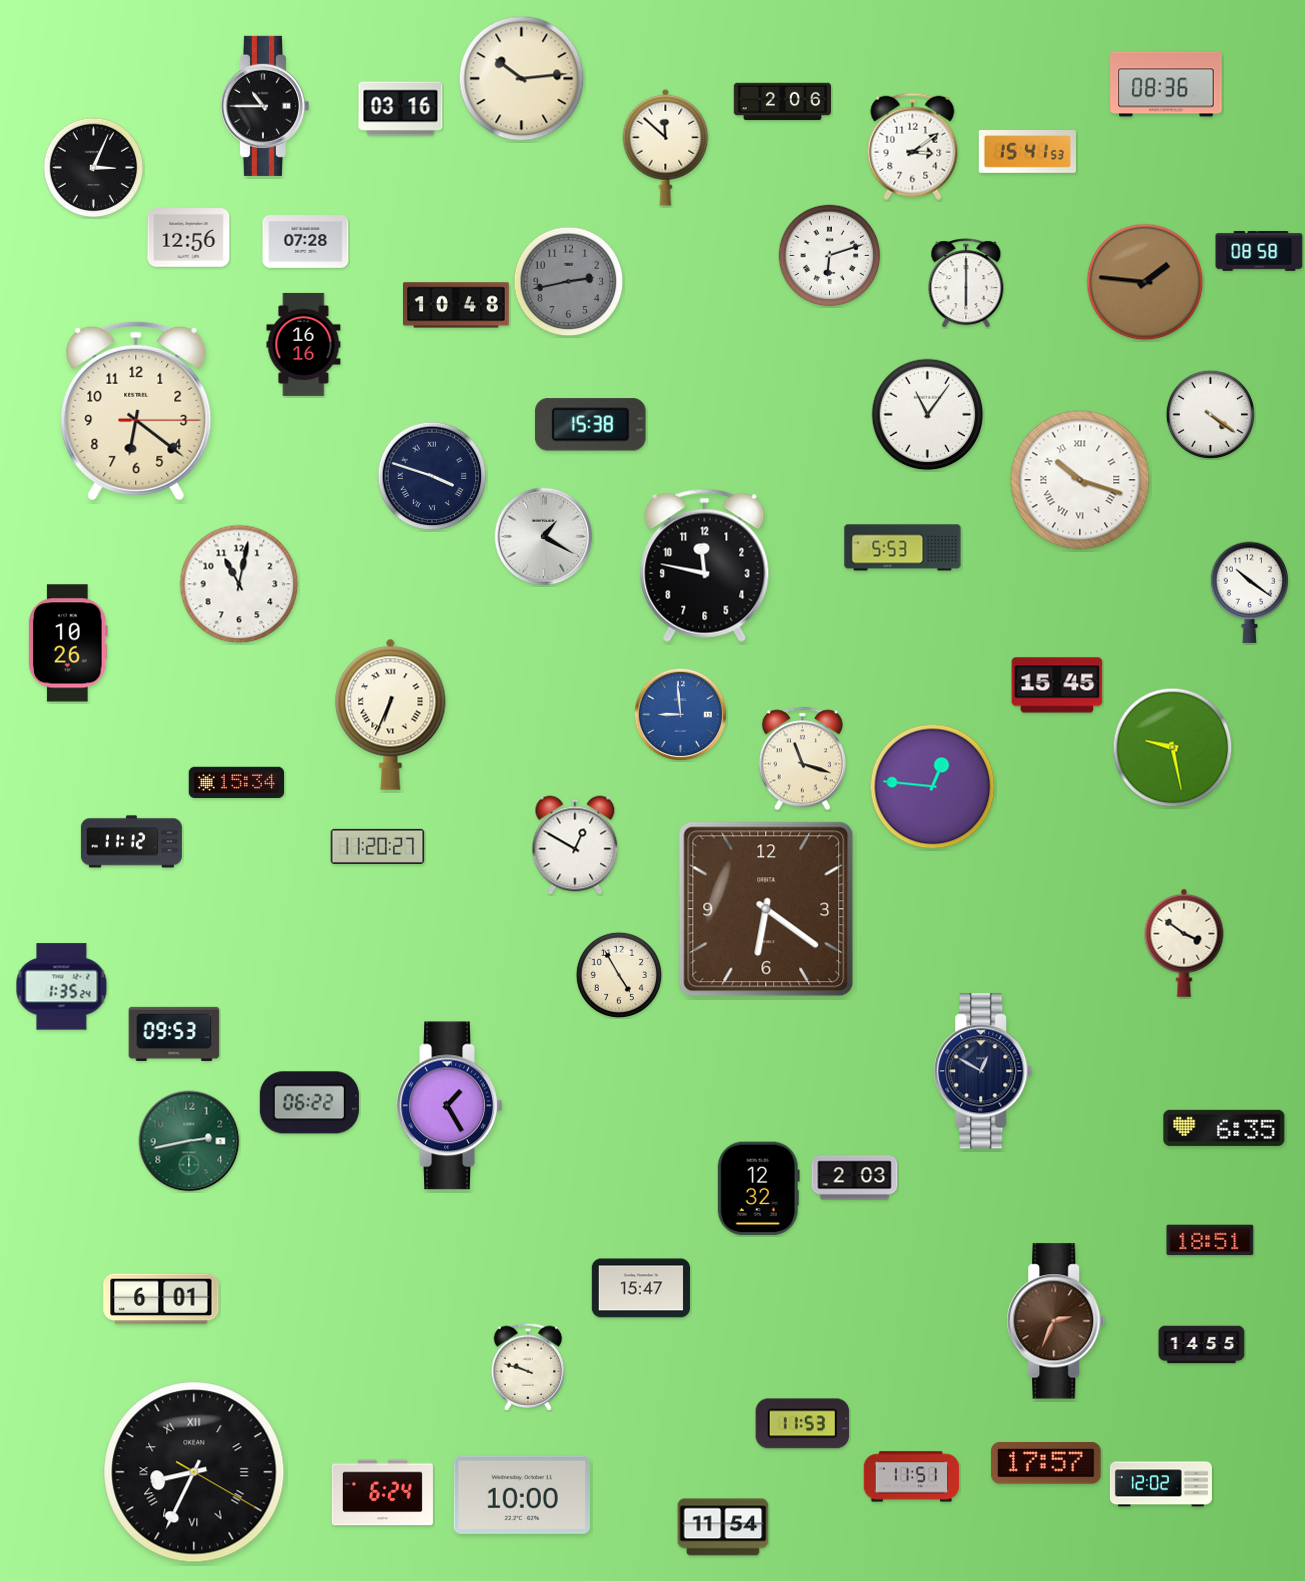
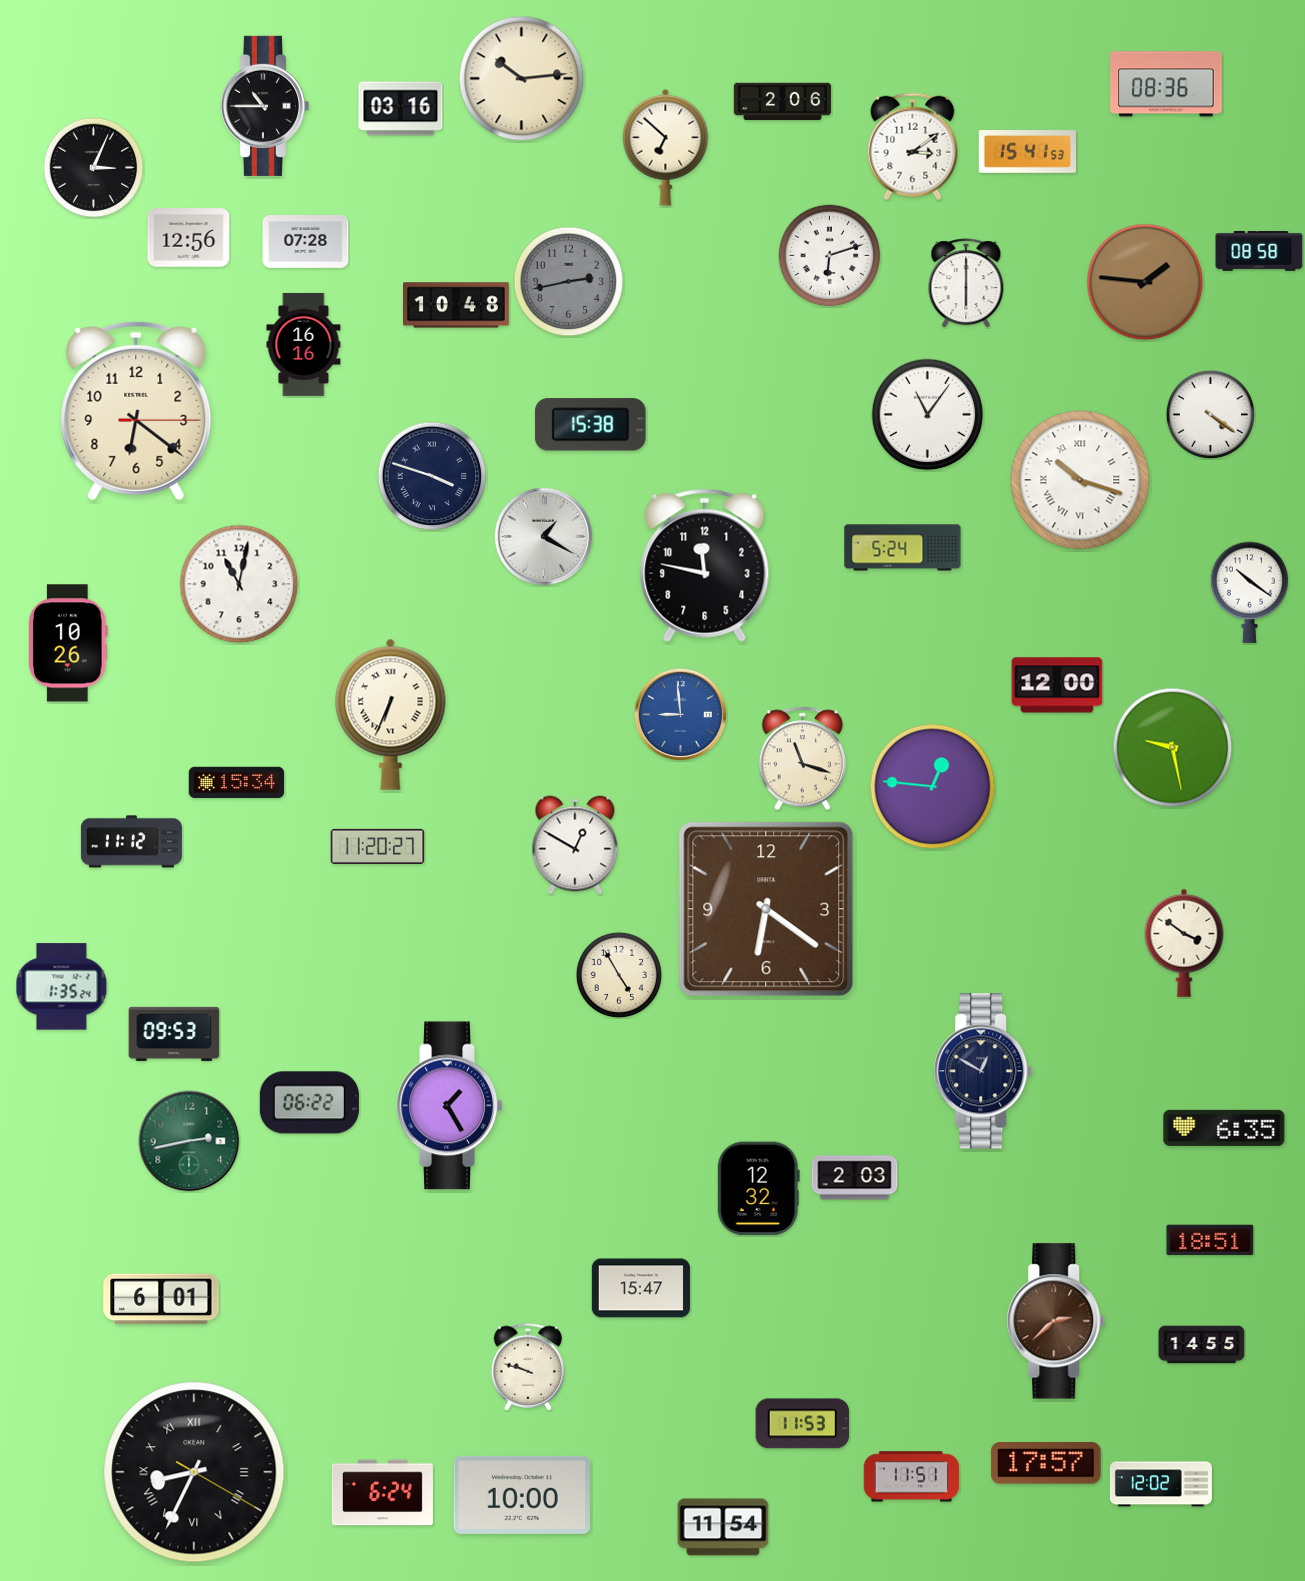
clock at (666, 147): 11:52 -> 6:52
clock at (903, 548): 5:53 -> 5:24
clock at (1057, 685): 15:45 -> 12:00
clock at (1056, 1321): 2:34 -> 2:38
